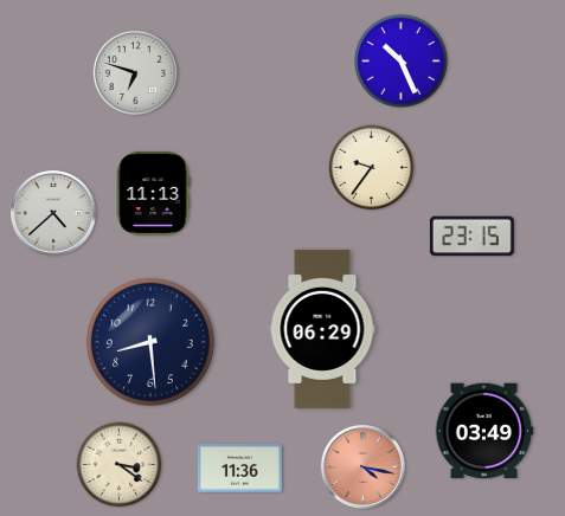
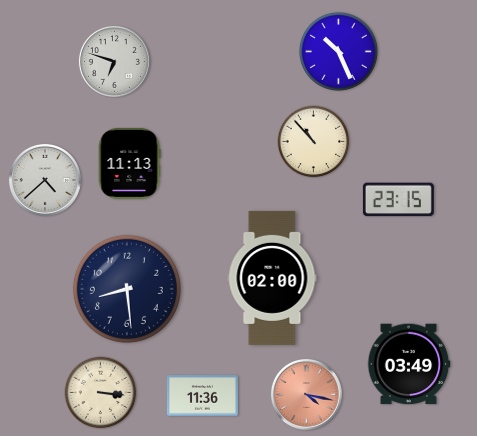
clock at (372, 168): 9:36 -> 10:53
clock at (322, 329): 06:29 -> 02:00
clock at (120, 465): 3:21 -> 3:16
